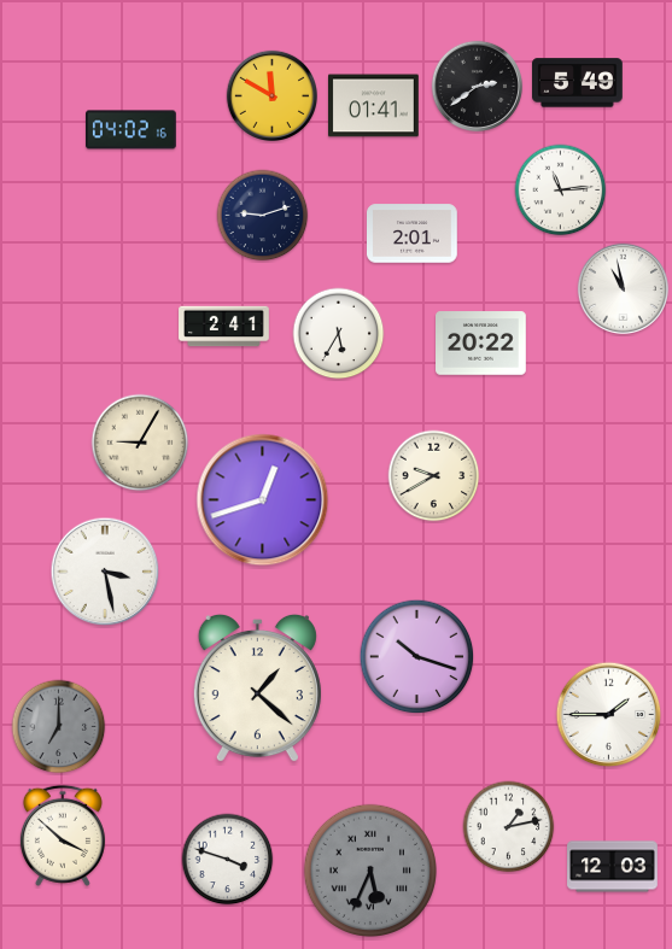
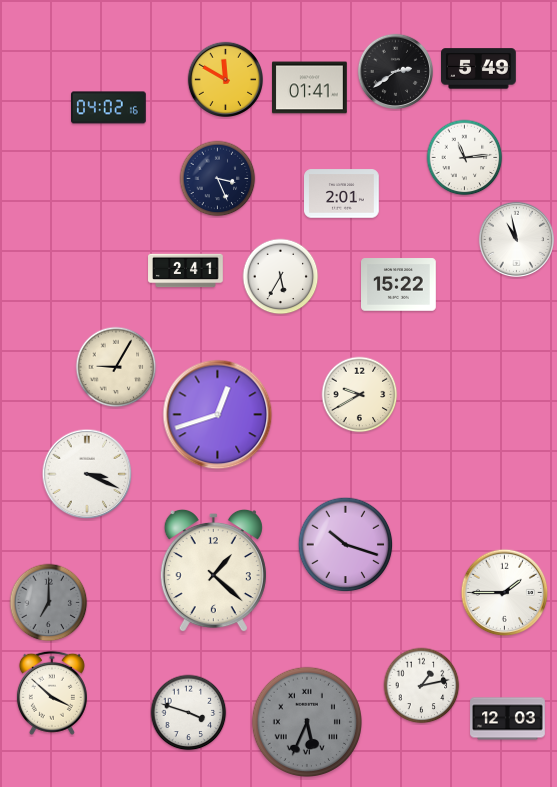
clock at (263, 216): 9:12 -> 3:26
clock at (481, 344): 20:22 -> 15:22
clock at (105, 572): 3:28 -> 3:19
